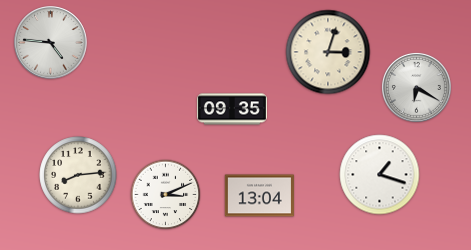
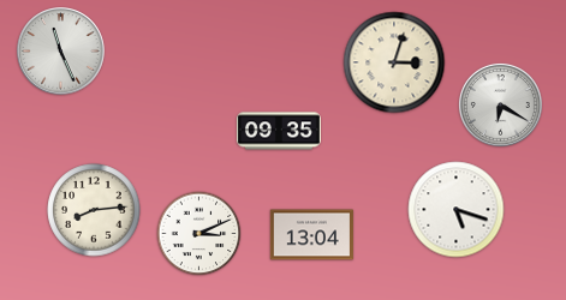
clock at (51, 43): 4:46 -> 11:26
clock at (380, 175): 1:18 -> 5:18
